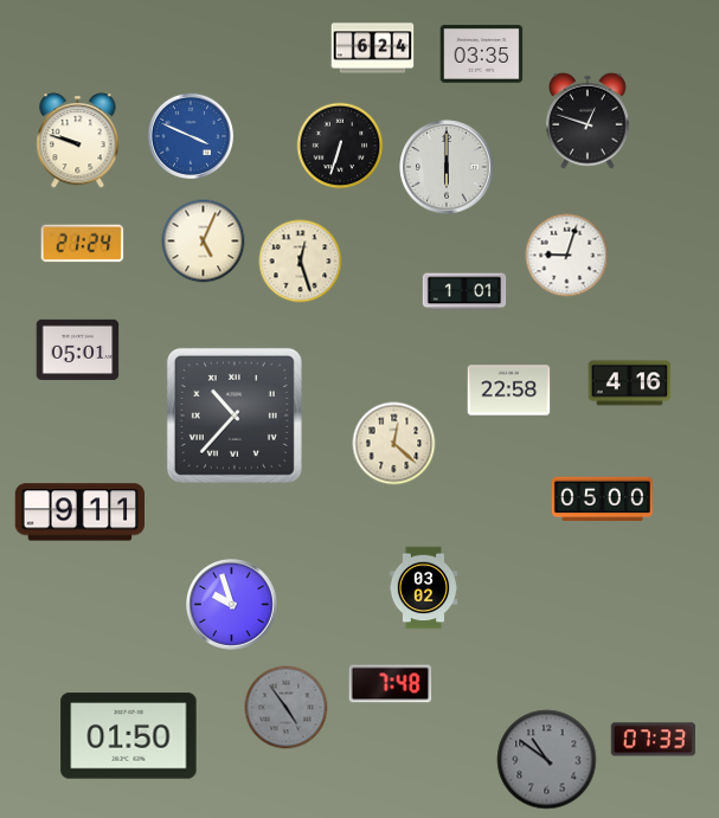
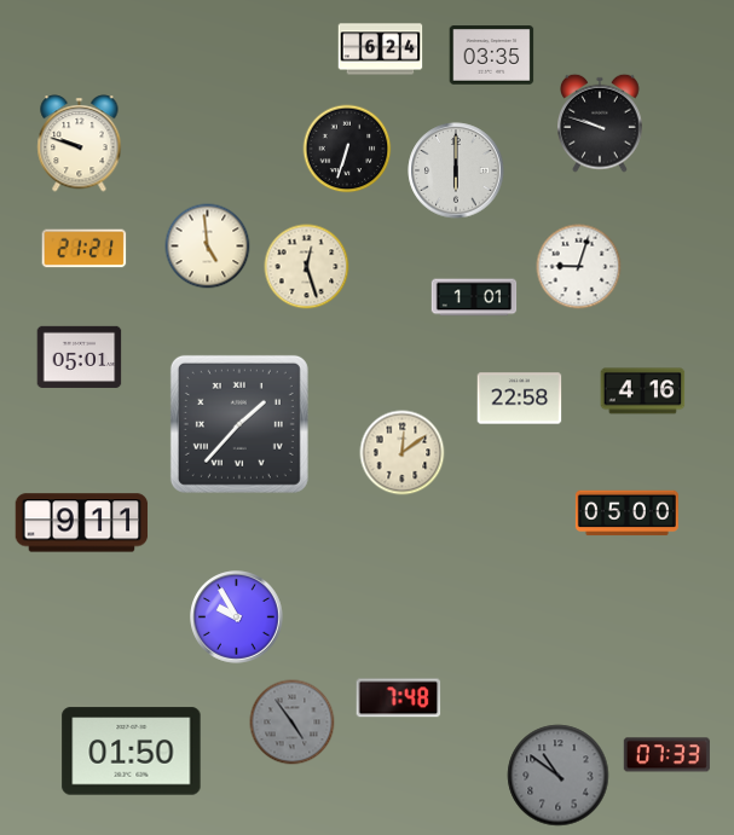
clock at (588, 121): 12:48 -> 9:48
clock at (191, 136): 3:49 -> none
clock at (204, 241): 5:04 -> 4:59
clock at (83, 244): 21:24 -> 21:21
clock at (567, 256) position: (567, 256) -> (579, 267)
clock at (235, 416): 10:37 -> 1:37
clock at (394, 444): 12:22 -> 12:09
clock at (602, 500) position: (602, 500) -> (626, 514)
clock at (424, 588): 03:02 -> none
clock at (232, 605): 9:57 -> 9:55
